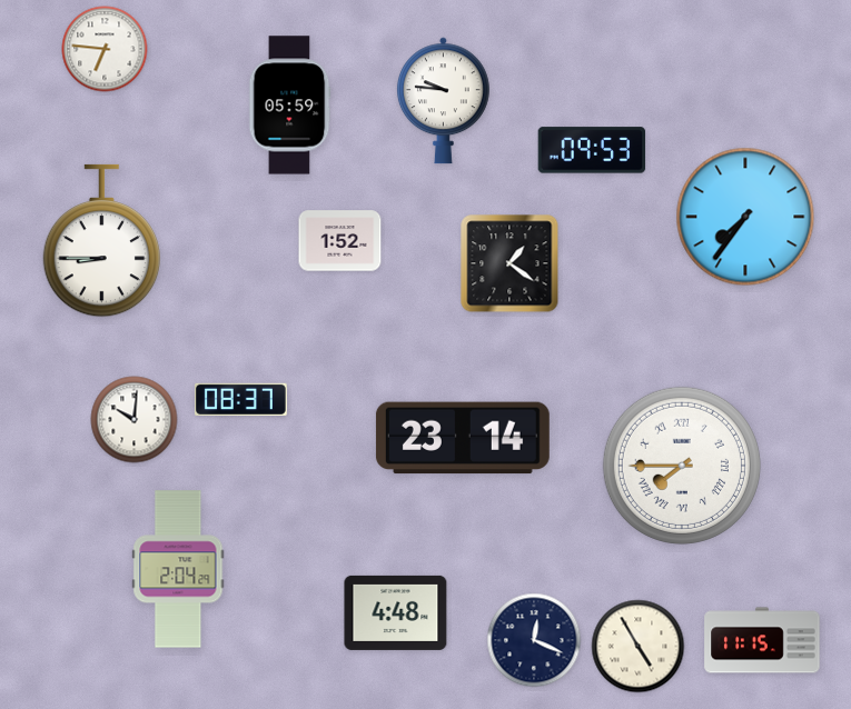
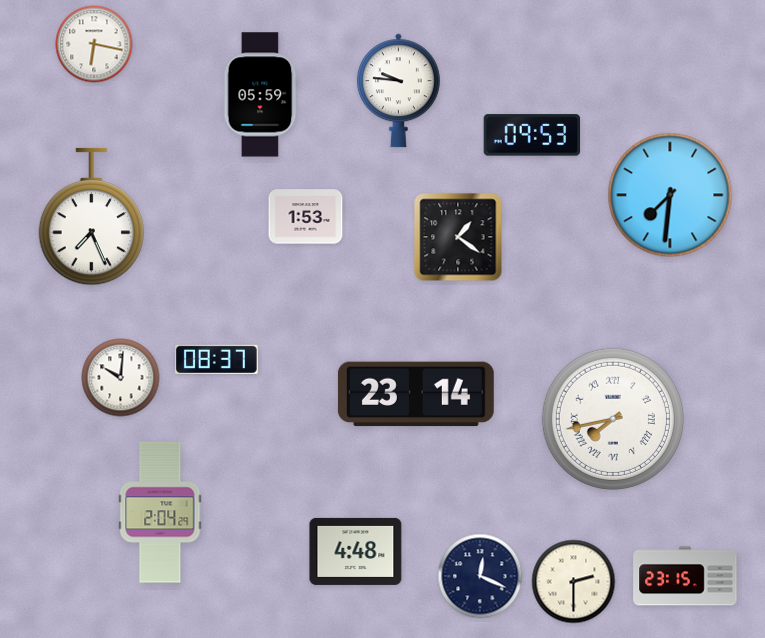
clock at (105, 49): 6:46 -> 6:17
clock at (745, 217): 7:36 -> 7:31
clock at (101, 241): 8:45 -> 7:26
clock at (340, 241): 1:52 -> 1:53
clock at (682, 466): 7:45 -> 7:43
clock at (762, 640): 11:15 -> 23:15
clock at (639, 647): 4:55 -> 2:30
